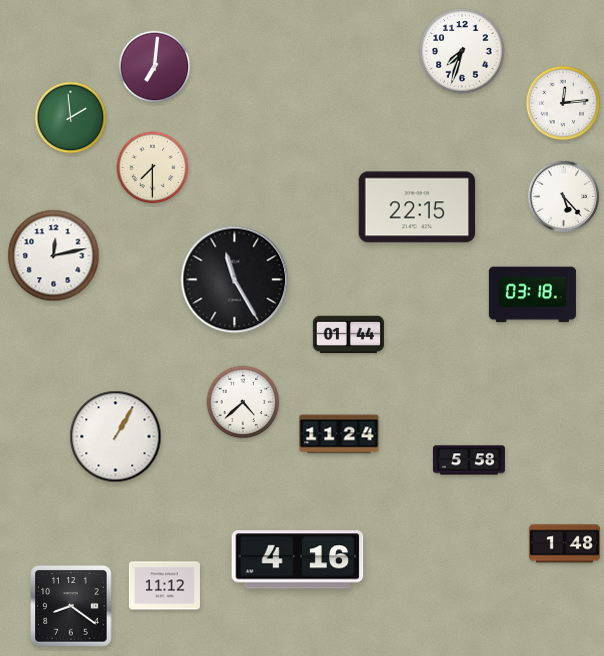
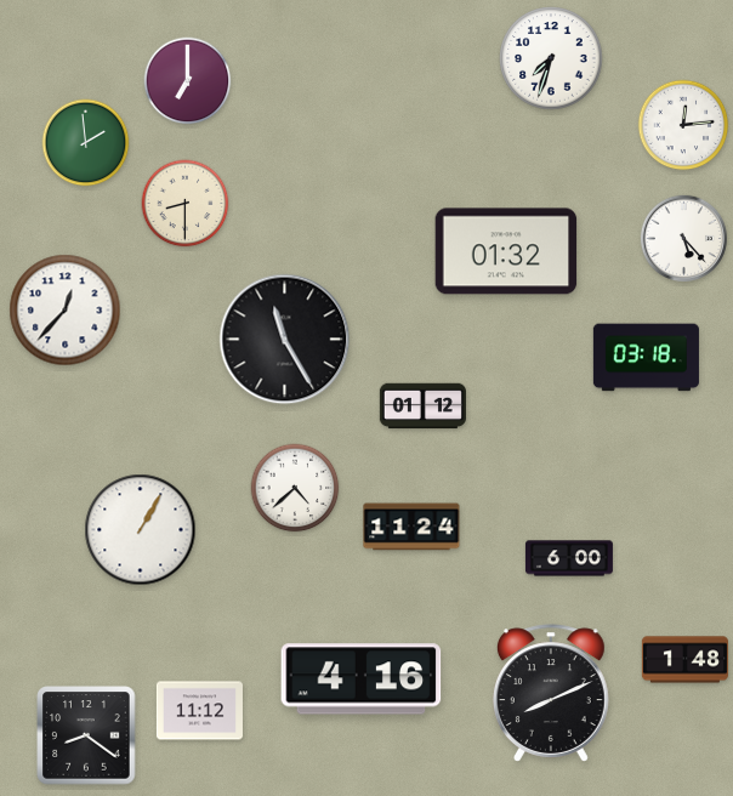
clock at (462, 51) position: (462, 51) -> (551, 58)
clock at (155, 67): 7:01 -> 7:00
clock at (153, 168): 7:30 -> 8:30
clock at (417, 207): 22:15 -> 01:32
clock at (54, 256): 12:13 -> 12:37
clock at (348, 335): 01:44 -> 01:12
clock at (469, 460): 5:58 -> 6:00
clock at (551, 693): none -> 8:11
